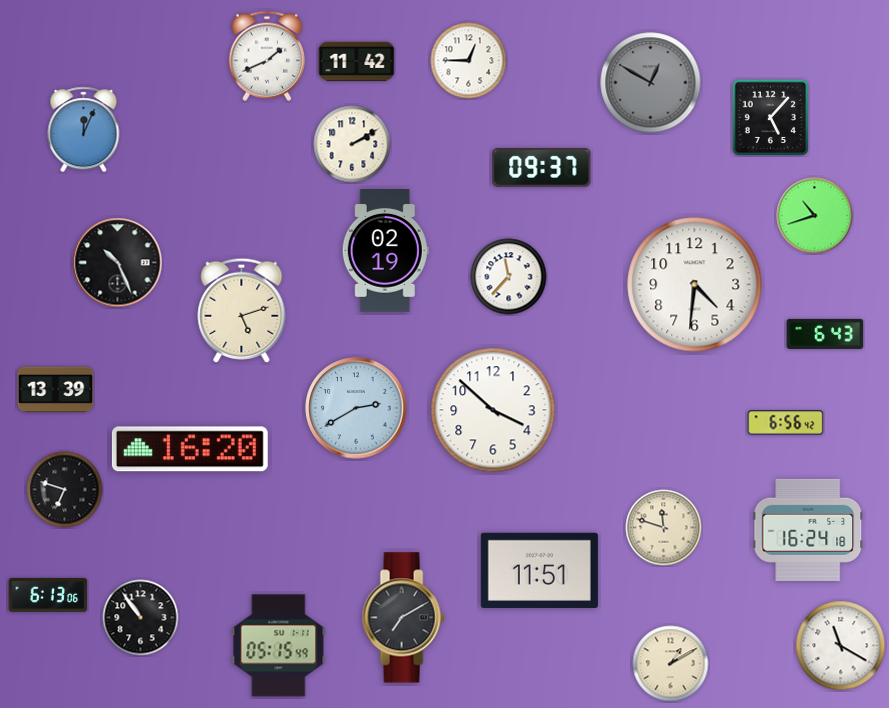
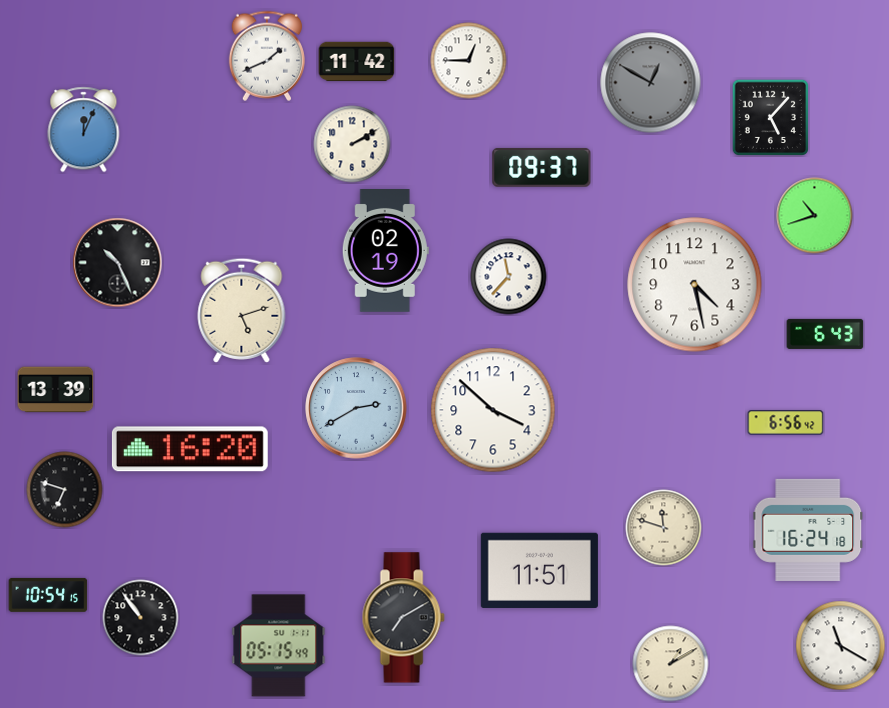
clock at (695, 285): 4:31 -> 4:28
clock at (48, 595): 6:13 -> 10:54
